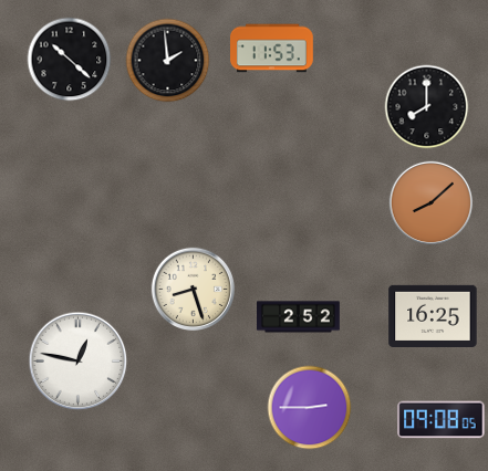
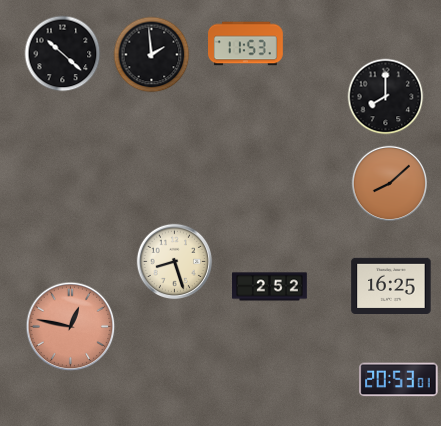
clock at (79, 362) dial: white -> salmon
clock at (310, 408): 2:45 -> none
clock at (442, 420): 09:08 -> 20:53
